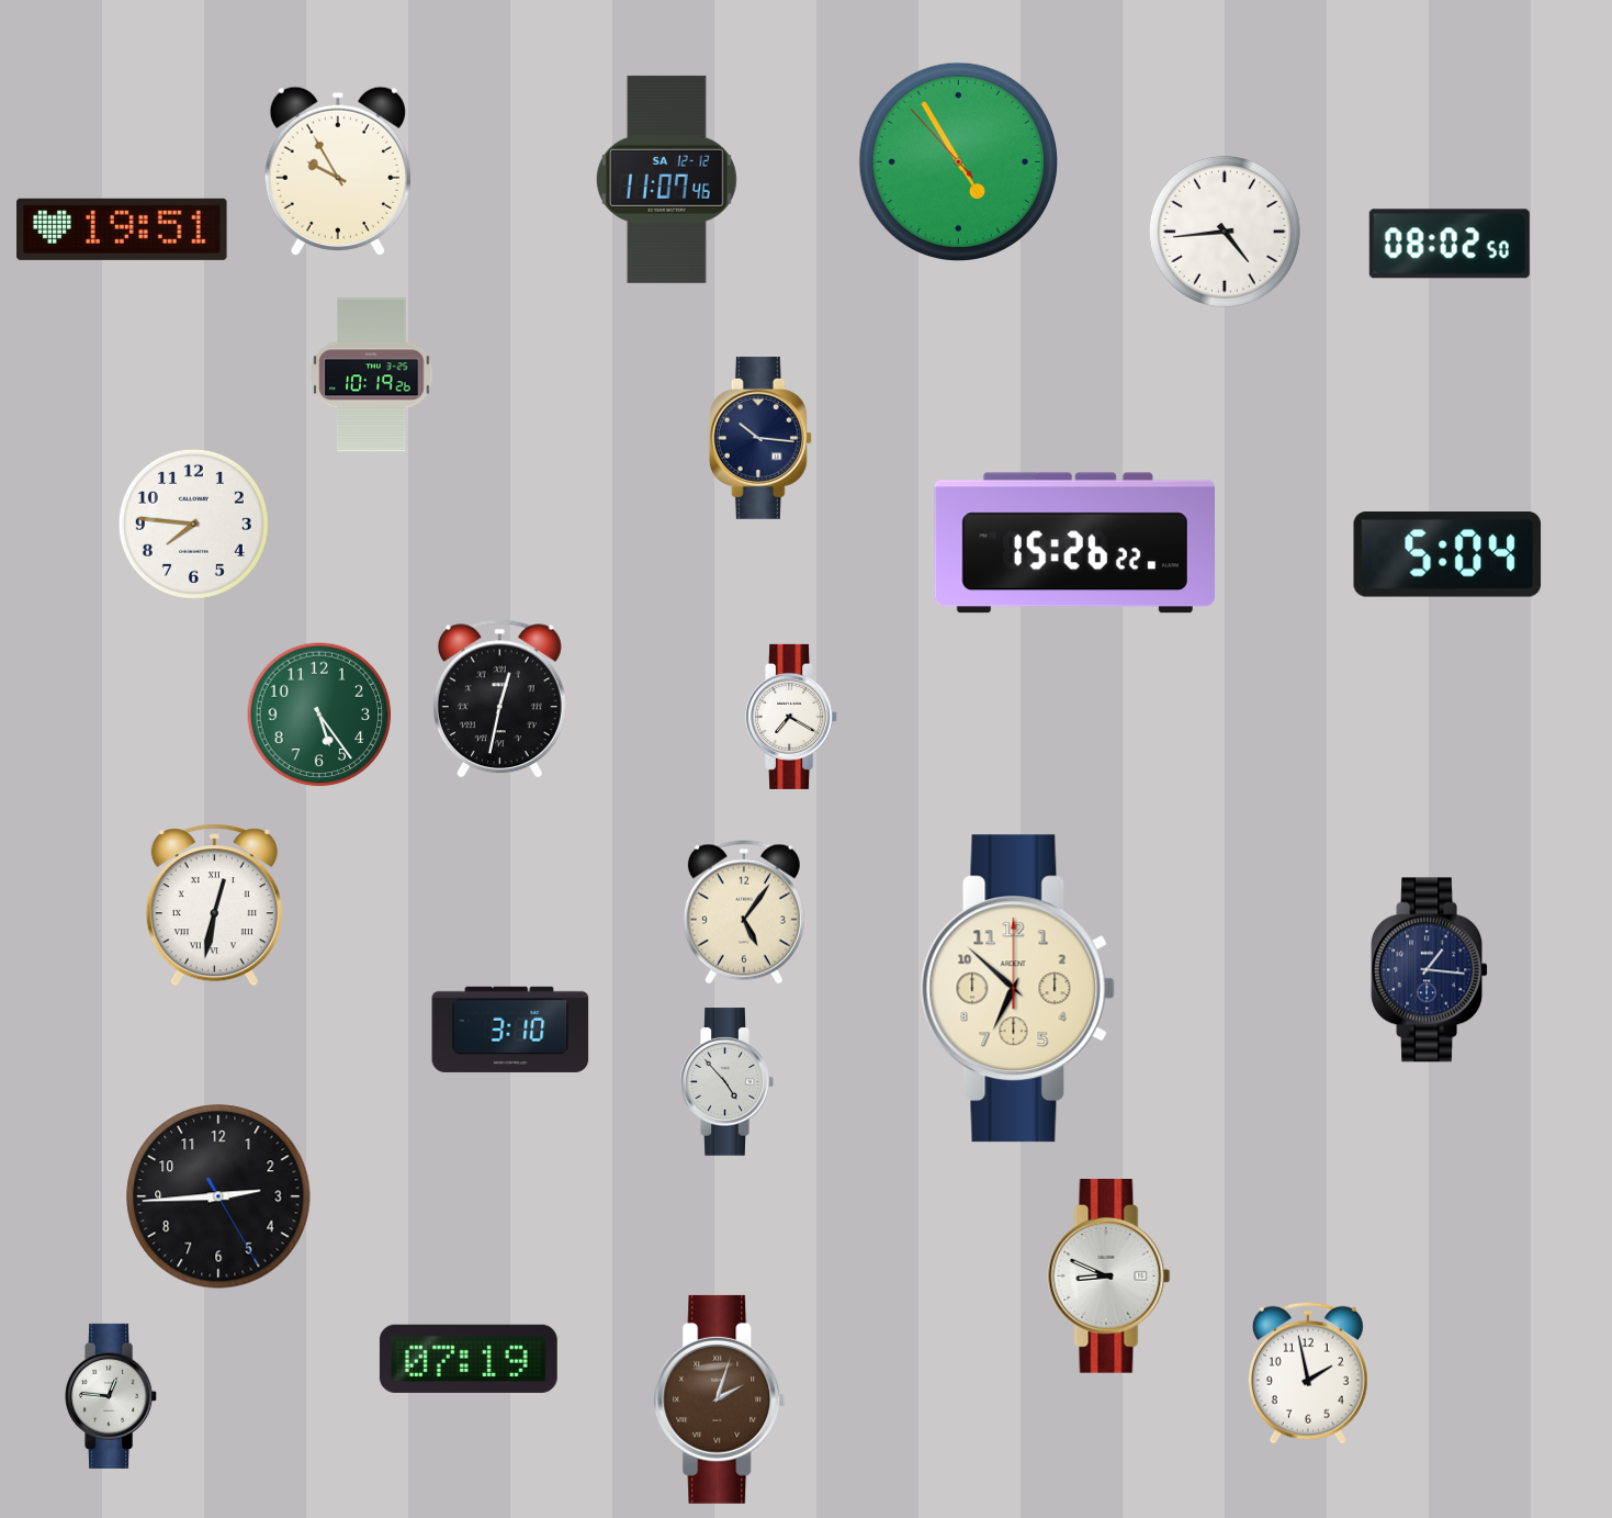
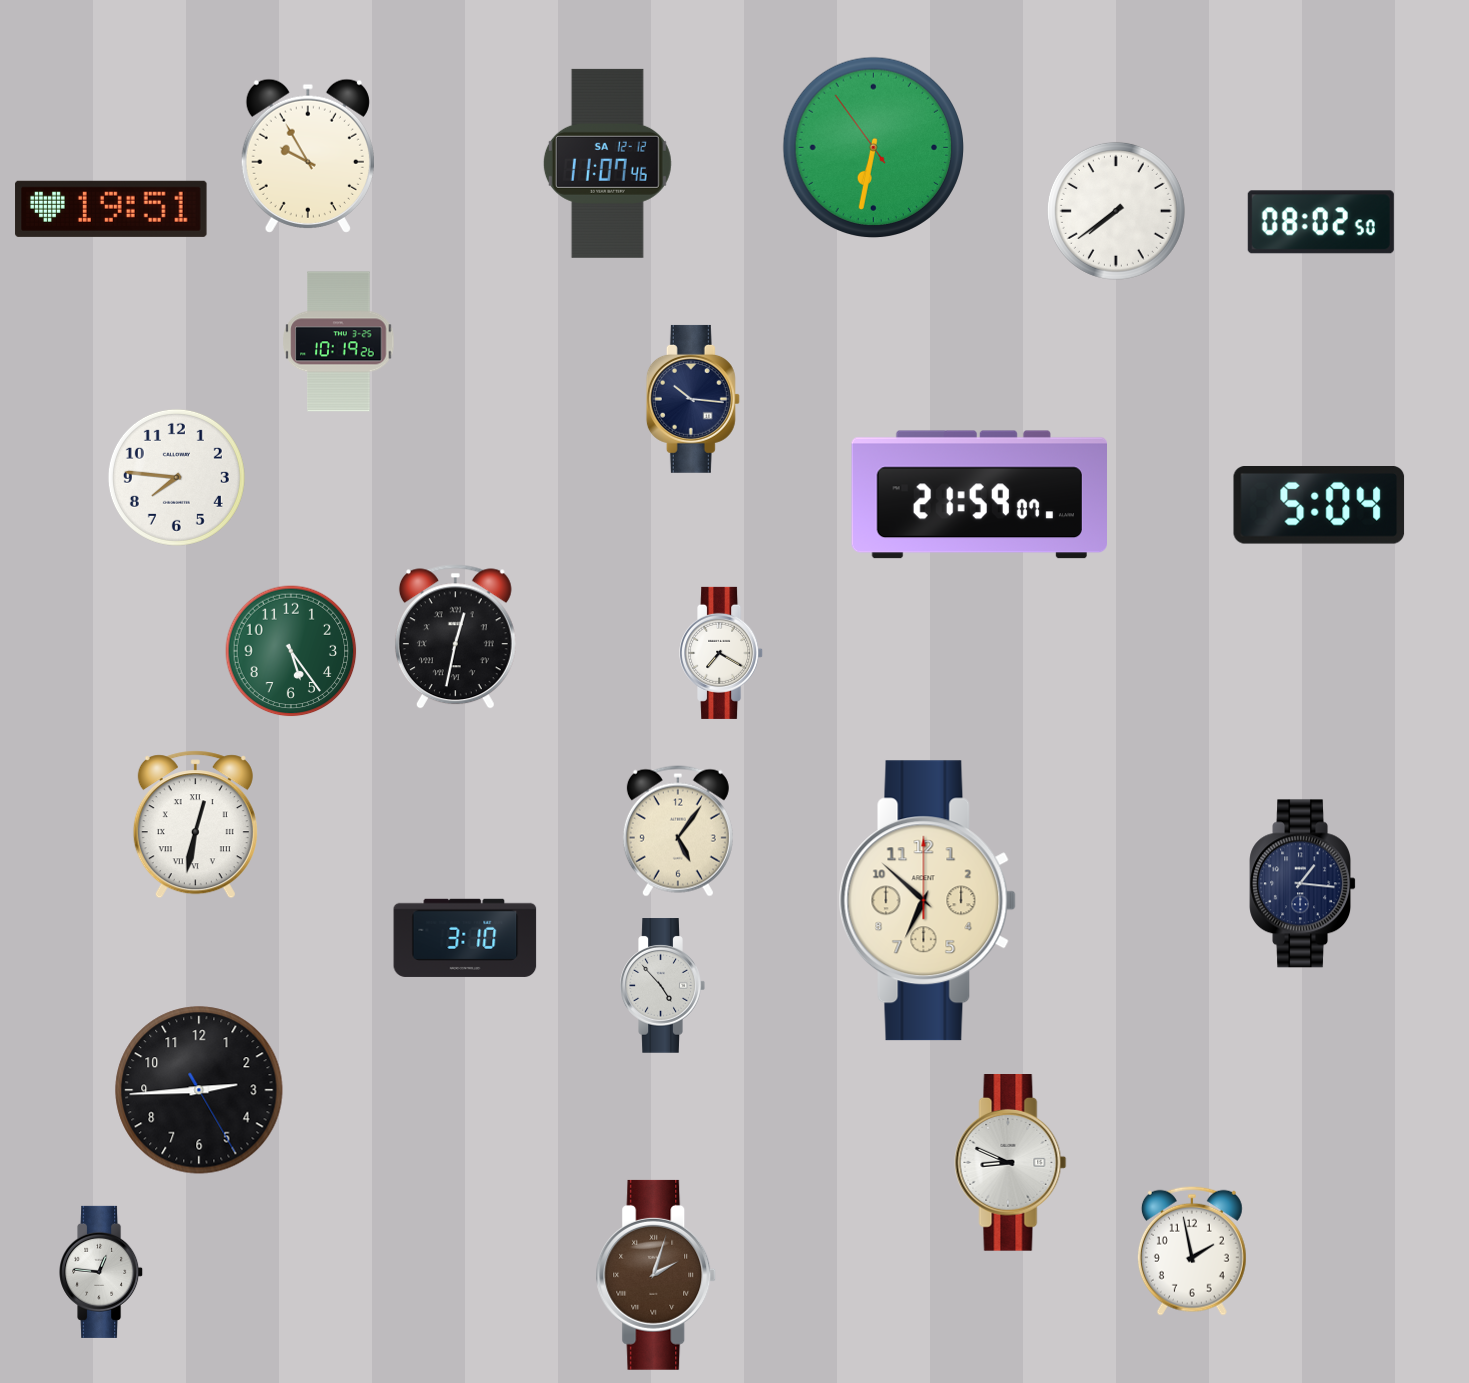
clock at (958, 161): 4:54 -> 6:31
clock at (1225, 232): 4:44 -> 7:39
clock at (1074, 543): 15:26 -> 21:59
clock at (469, 1359): 07:19 -> none
